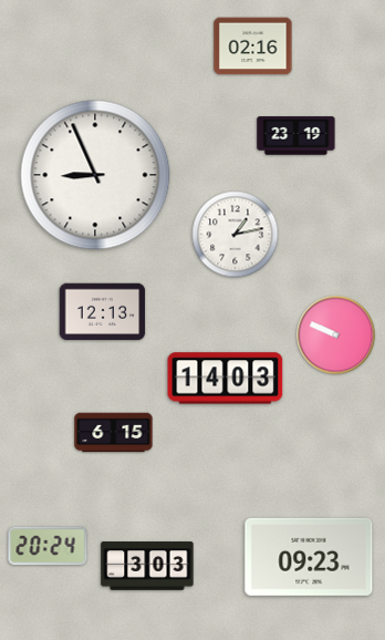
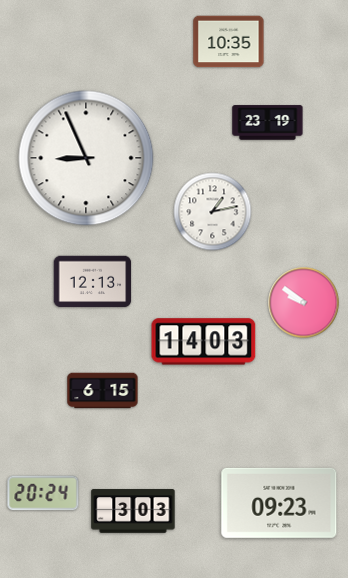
clock at (253, 47): 02:16 -> 10:35
clock at (336, 336): 9:49 -> 9:51
